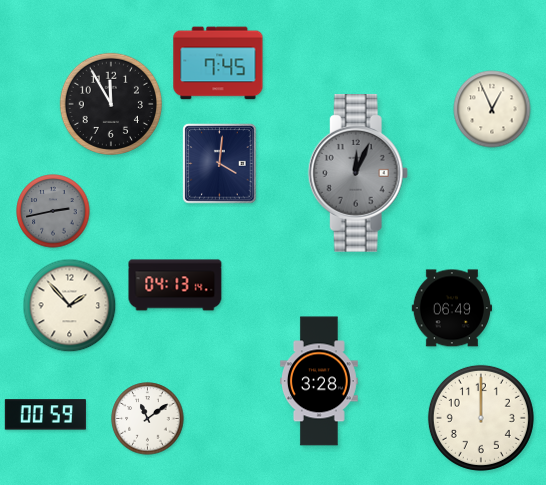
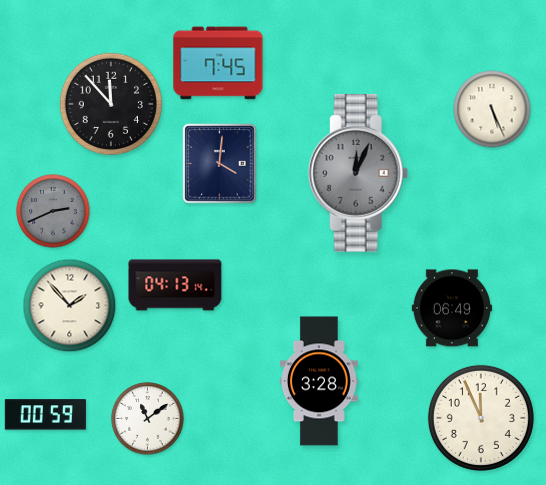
clock at (111, 104): 11:55 -> 11:53
clock at (492, 109): 12:56 -> 5:26
clock at (53, 211): 2:43 -> 2:41
clock at (481, 418): 12:00 -> 11:56
